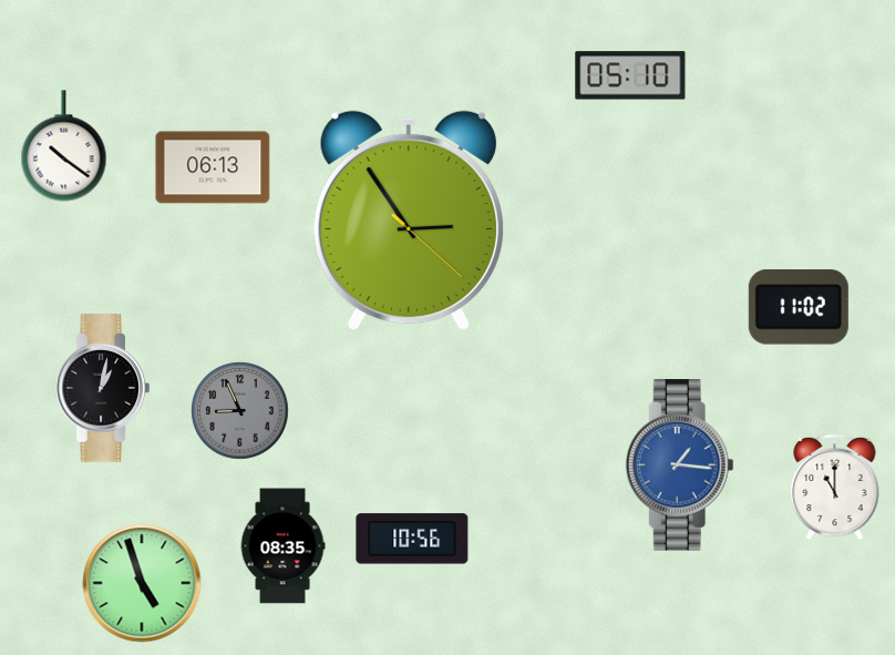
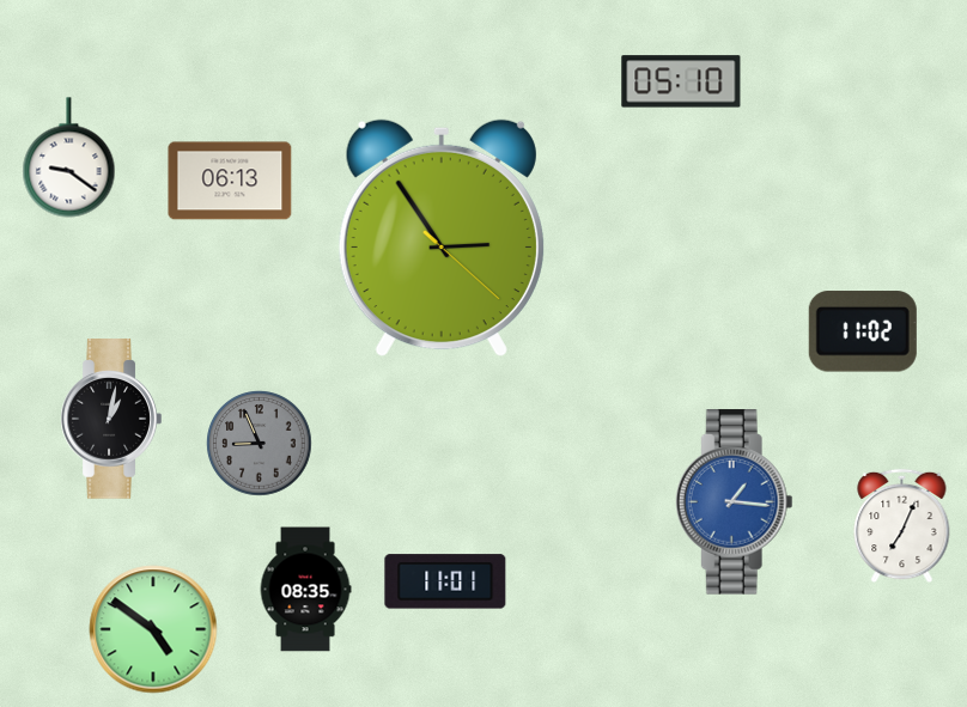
clock at (64, 146): 10:21 -> 9:21
clock at (835, 488): 11:00 -> 7:04
clock at (412, 539): 10:56 -> 11:01
clock at (142, 583): 4:57 -> 4:51
